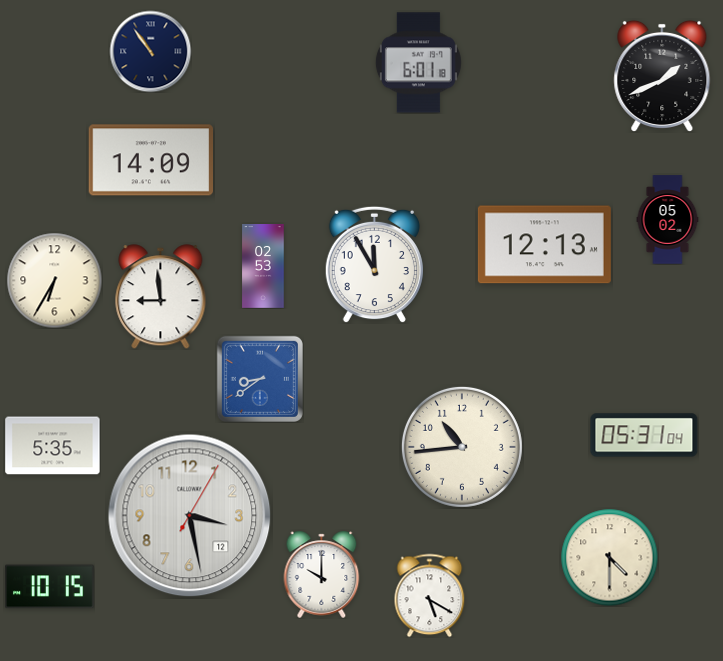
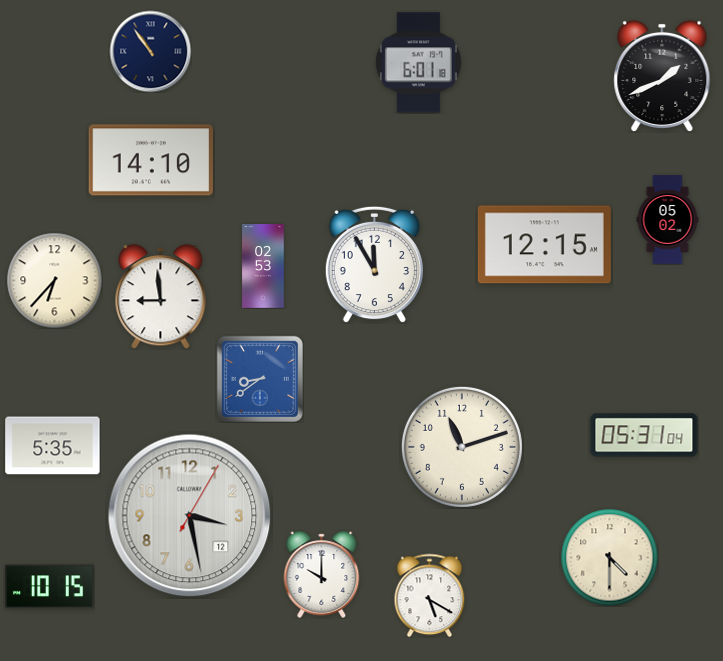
clock at (150, 160): 14:09 -> 14:10
clock at (544, 245): 12:13 -> 12:15
clock at (54, 280): 6:35 -> 6:37
clock at (462, 447): 10:44 -> 11:12
